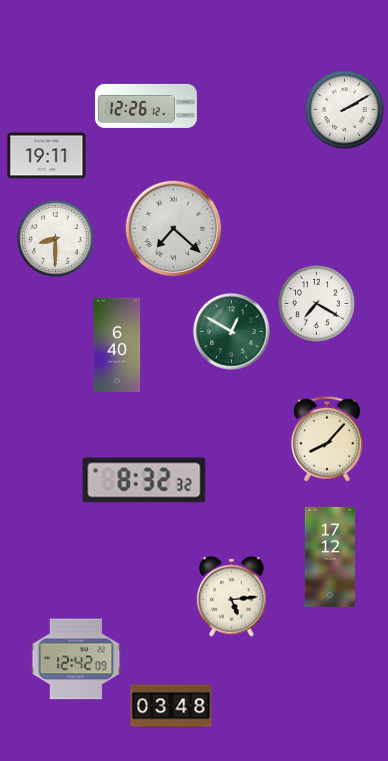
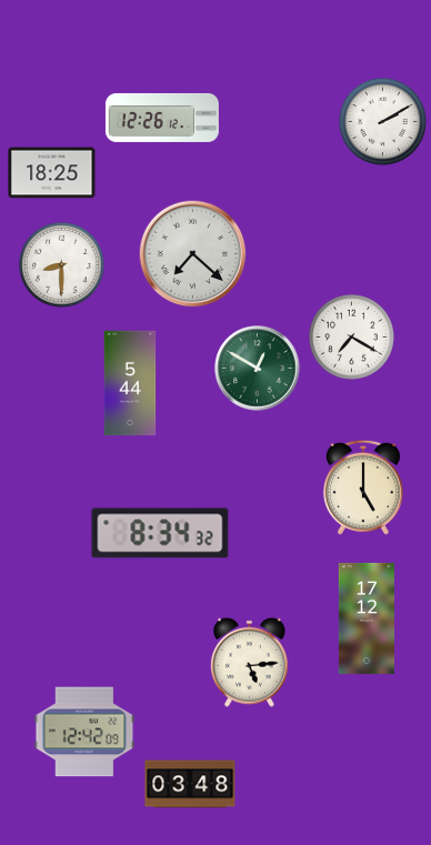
clock at (47, 156): 19:11 -> 18:25
clock at (117, 345): 6:40 -> 5:44
clock at (327, 439): 8:07 -> 5:00
clock at (144, 480): 8:32 -> 8:34
clock at (232, 596) position: (232, 596) -> (250, 662)
